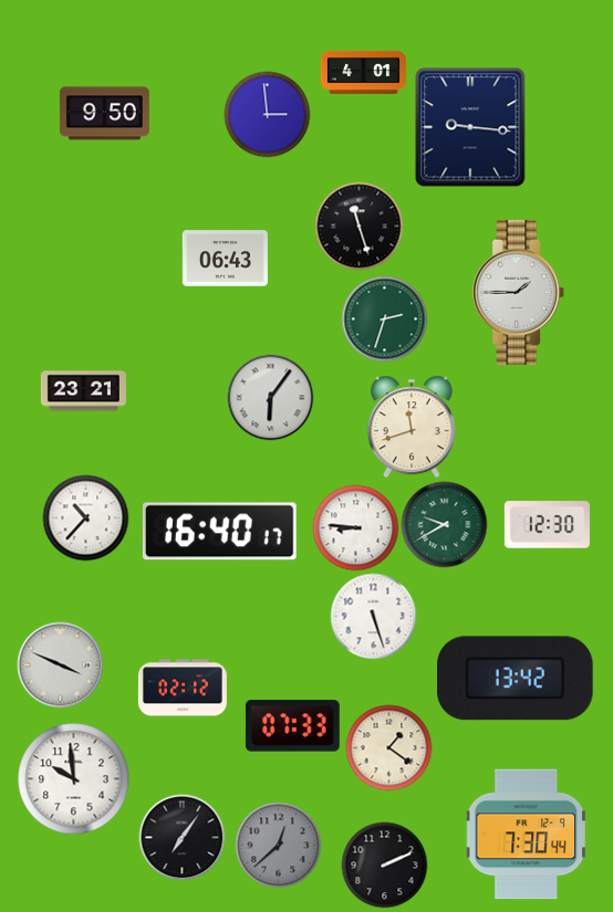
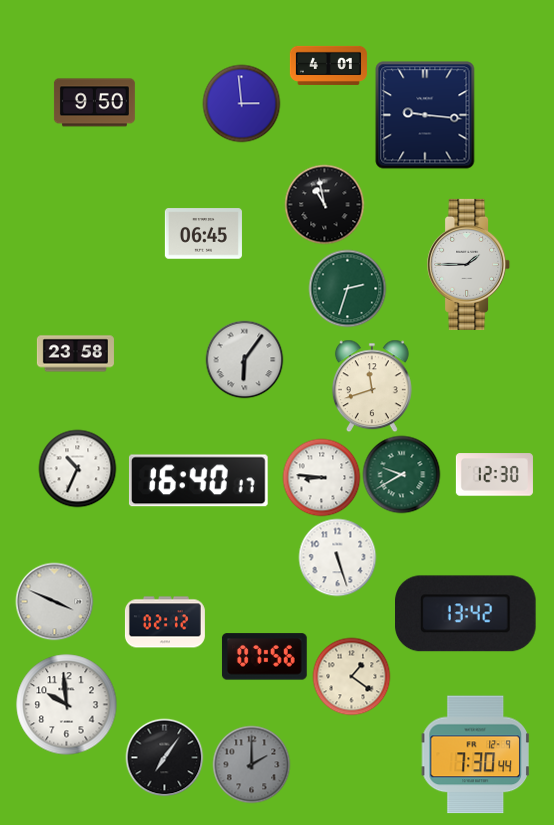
clock at (359, 226): 11:27 -> 10:58
clock at (225, 259): 06:43 -> 06:45
clock at (83, 391): 23:21 -> 23:58
clock at (85, 517): 10:37 -> 10:34
clock at (292, 726): 07:33 -> 07:56
clock at (278, 845): 12:38 -> 2:00
clock at (384, 864): 2:11 -> none
